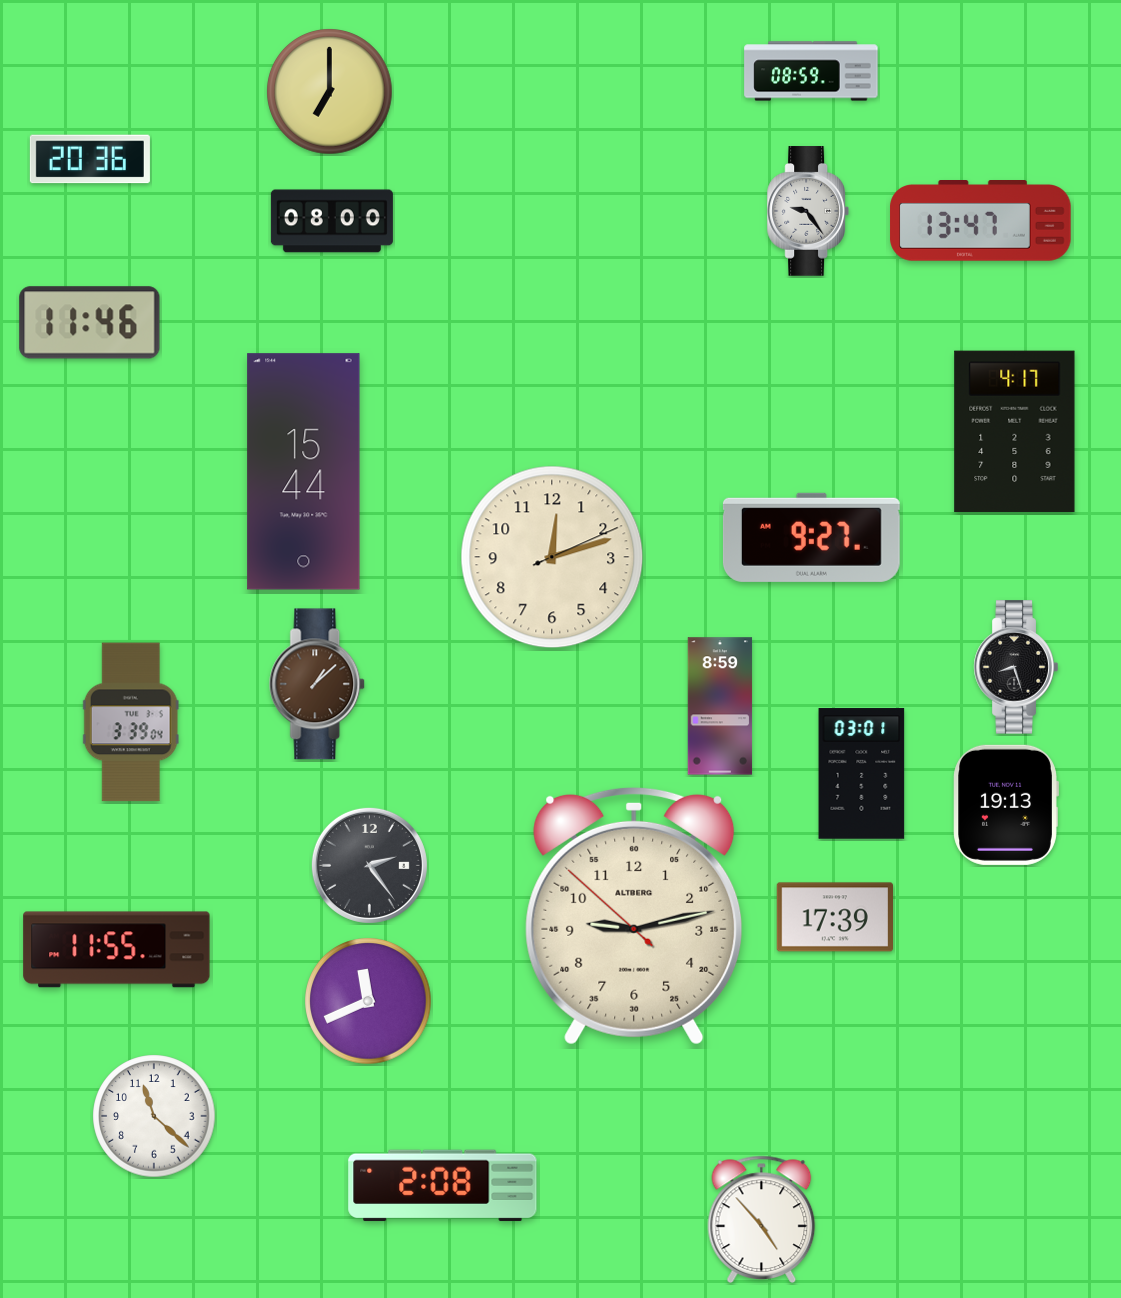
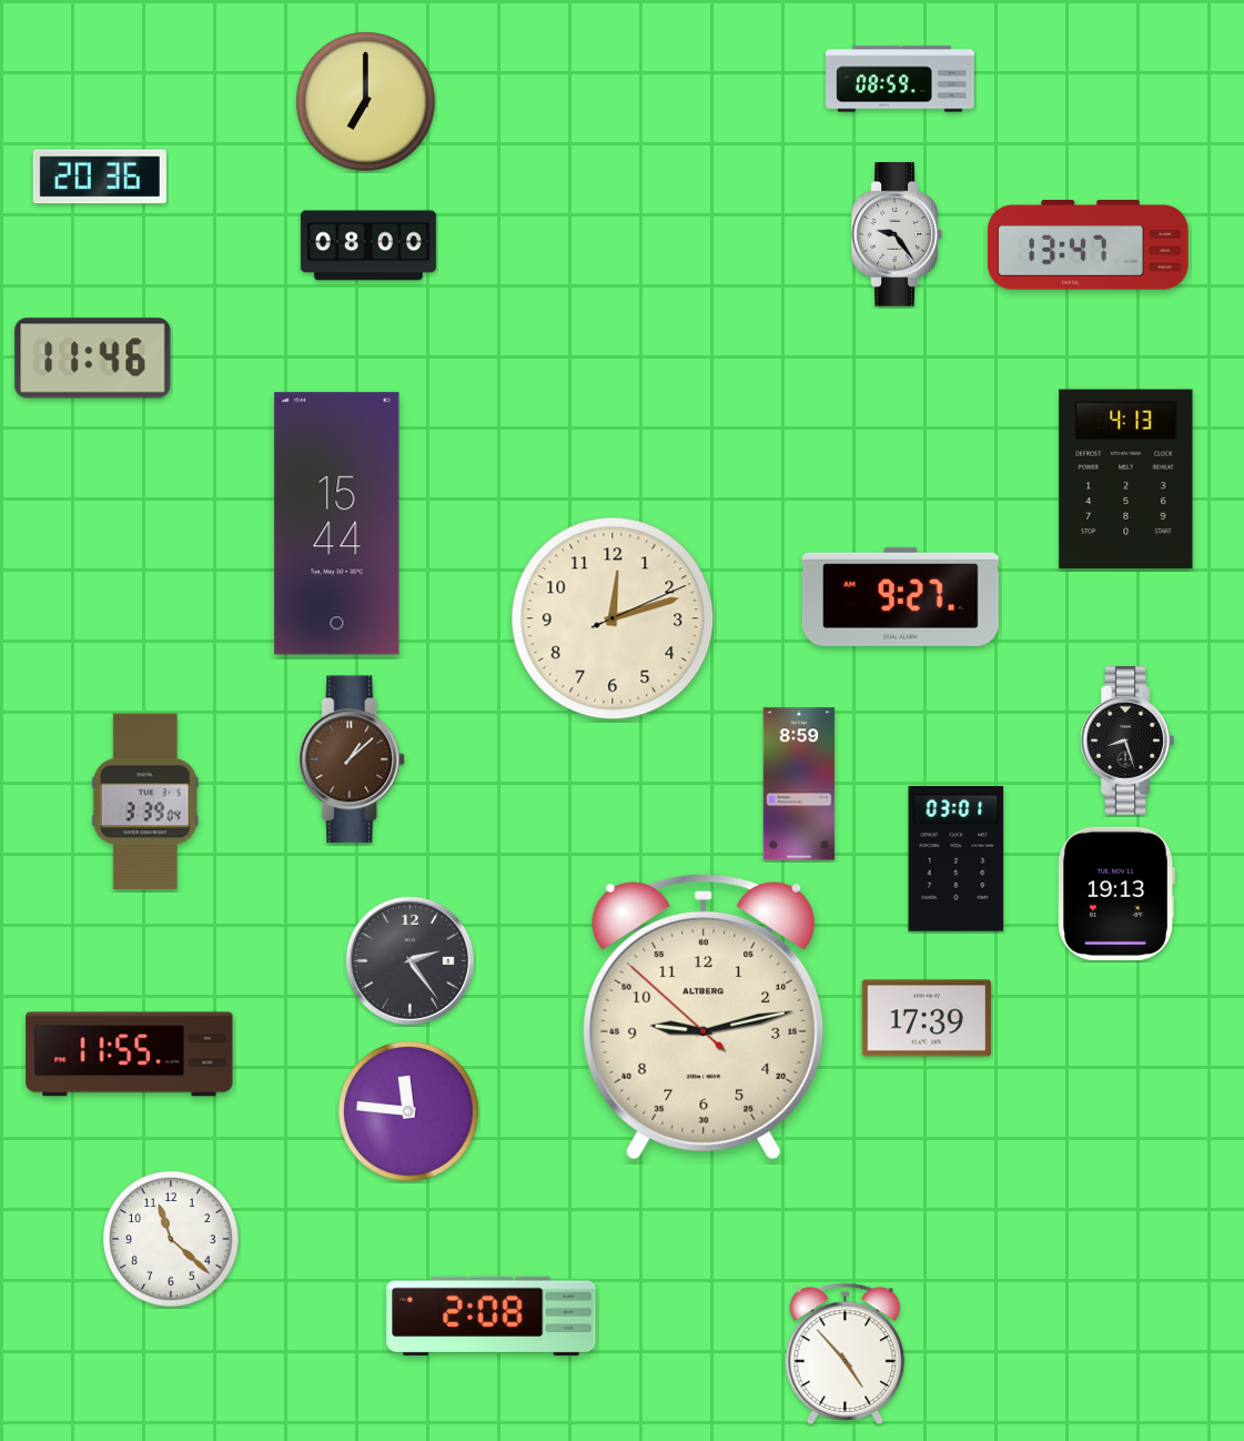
clock at (90, 323) position: (90, 323) -> (93, 359)
clock at (1015, 432): 4:17 -> 4:13
clock at (368, 1001): 11:41 -> 11:46
